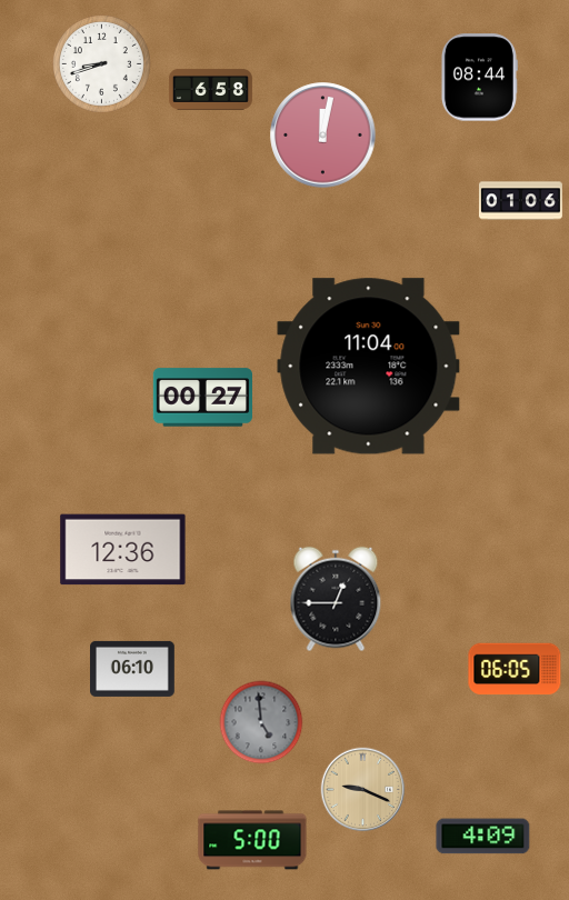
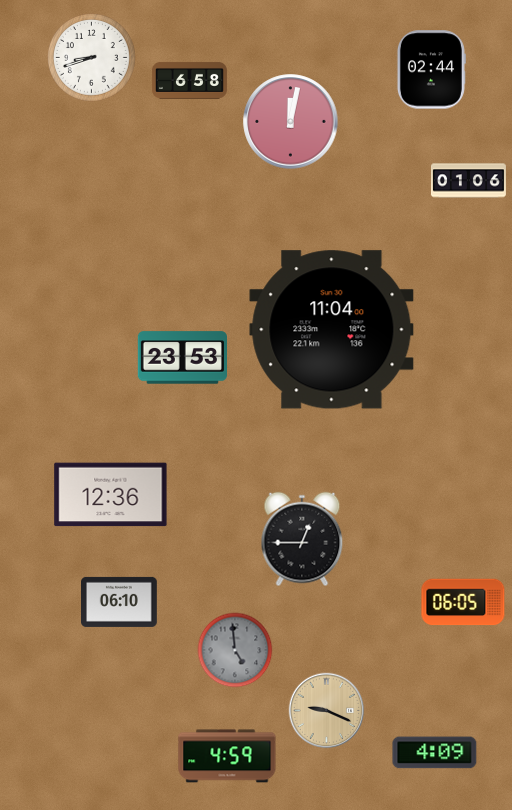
clock at (479, 78): 08:44 -> 02:44
clock at (202, 398): 00:27 -> 23:53
clock at (252, 840): 5:00 -> 4:59
